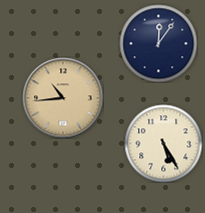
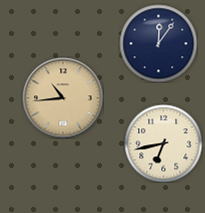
clock at (163, 143): 5:25 -> 6:43
